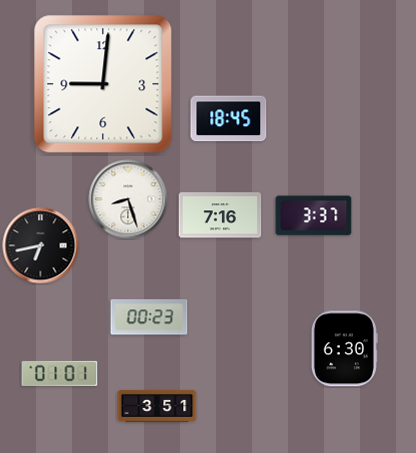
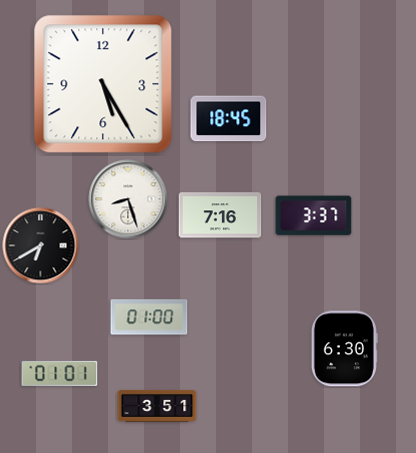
clock at (103, 84): 9:01 -> 5:25
clock at (41, 246): 6:43 -> 6:40
clock at (149, 317): 00:23 -> 01:00
